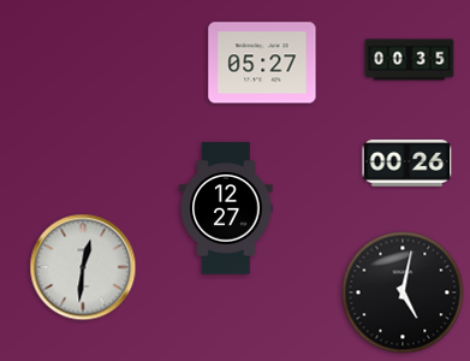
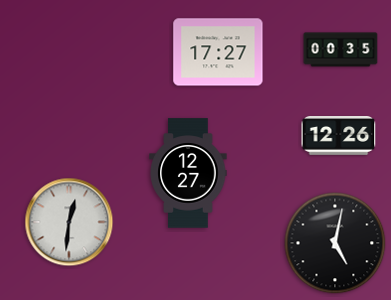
clock at (262, 63): 05:27 -> 17:27
clock at (407, 164): 00:26 -> 12:26
